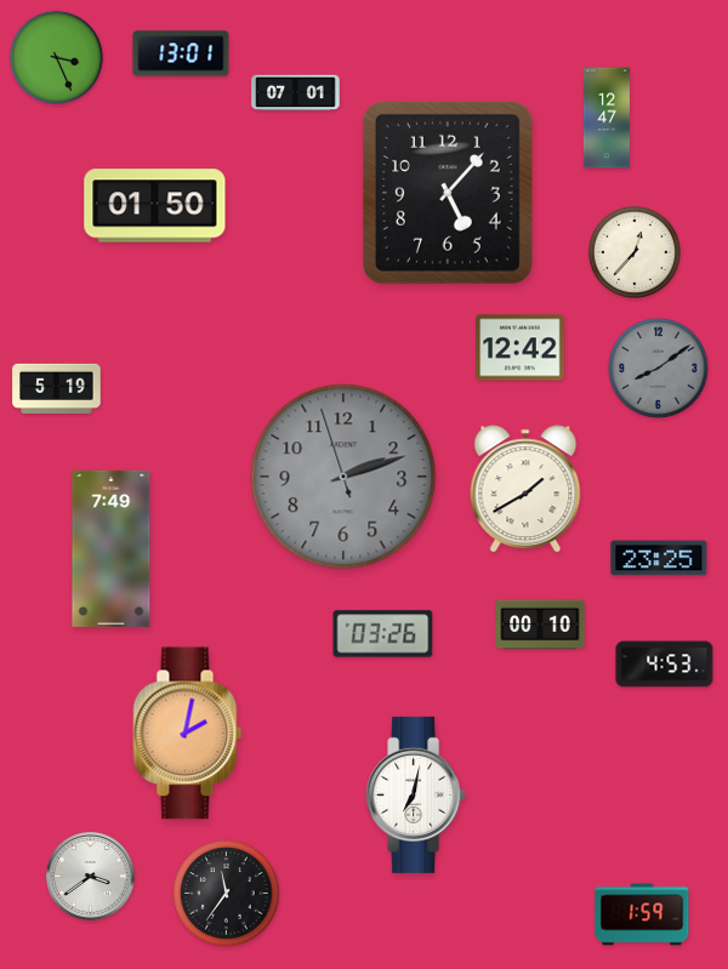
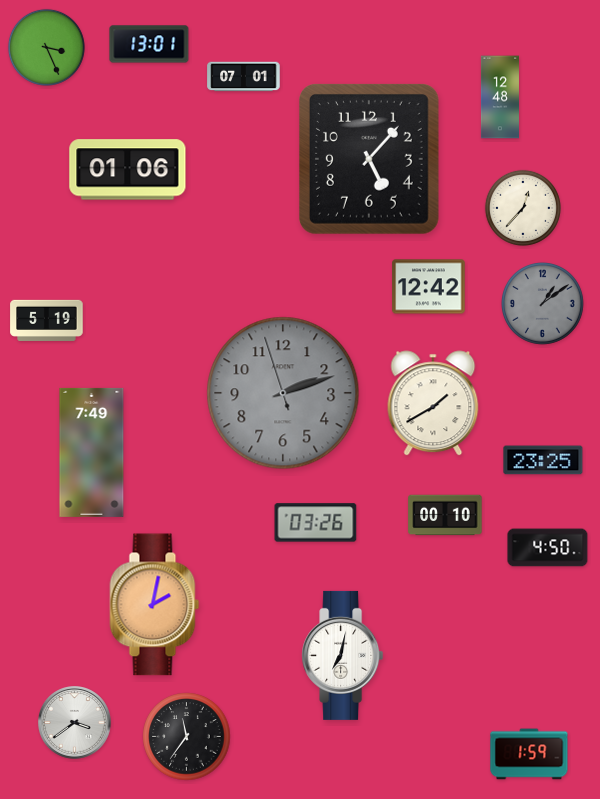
clock at (607, 118): 12:47 -> 12:48
clock at (155, 206): 01:50 -> 01:06
clock at (659, 369): 8:09 -> 1:09
clock at (665, 665): 4:53 -> 4:50
